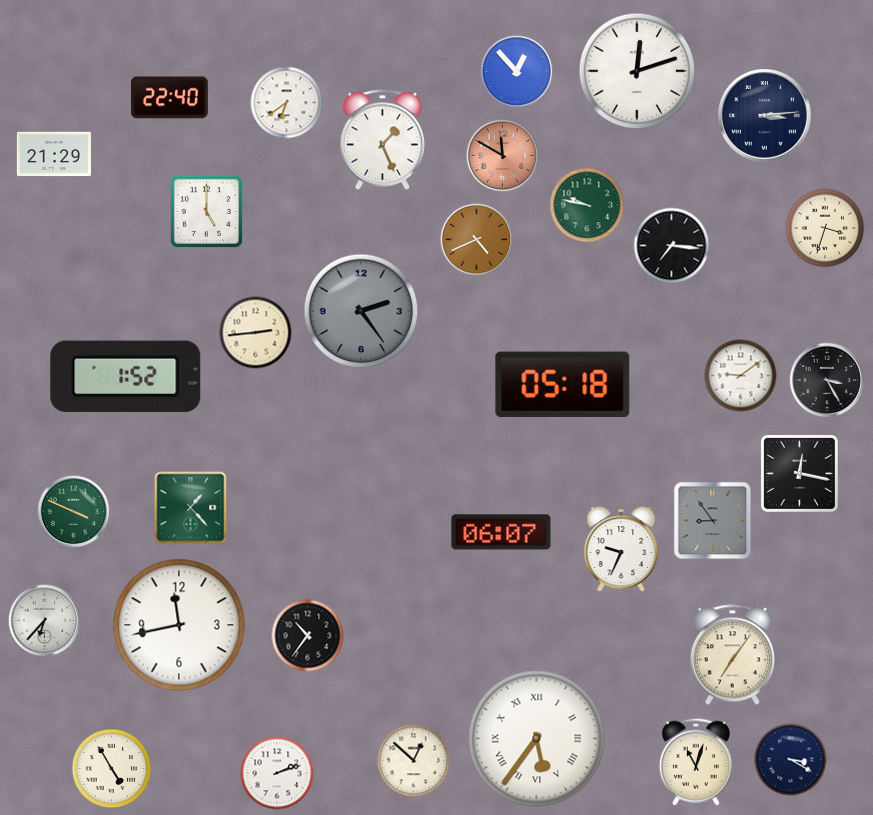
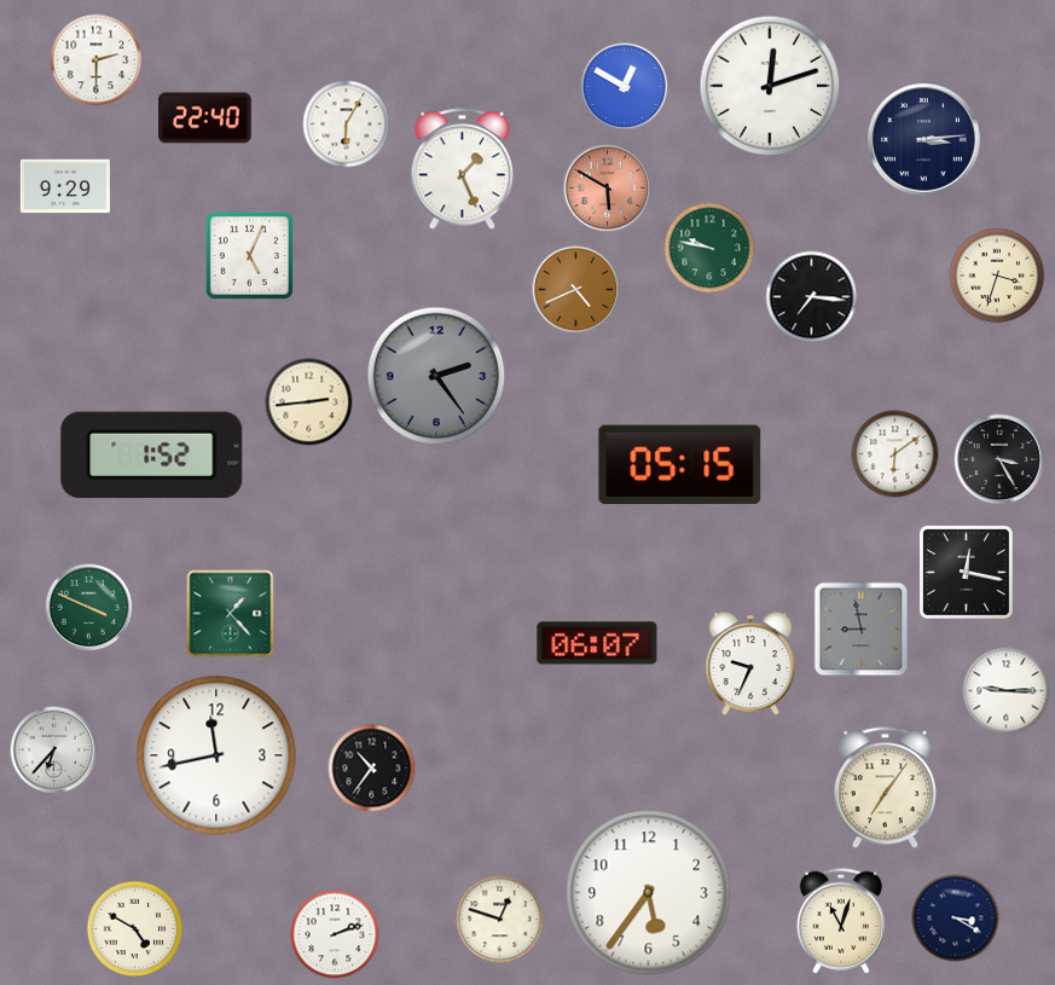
clock at (97, 60): none -> 2:30
clock at (517, 72): 12:53 -> 12:50
clock at (287, 103): 6:39 -> 6:05
clock at (54, 154): 21:29 -> 9:29
clock at (503, 156): 11:50 -> 5:50
clock at (206, 211): 5:00 -> 5:04
clock at (741, 376): 9:09 -> 6:09
clock at (563, 384): 05:18 -> 05:15
clock at (74, 512) position: (74, 512) -> (89, 608)
clock at (713, 521): 8:54 -> 8:58
clock at (501, 532) position: (501, 532) -> (597, 643)
clock at (1007, 691): none -> 9:15
clock at (732, 655) position: (732, 655) -> (885, 788)
clock at (537, 739) numerals: Roman -> Arabic
clock at (414, 761): 12:52 -> 12:48
clock at (112, 769): 4:55 -> 4:50
